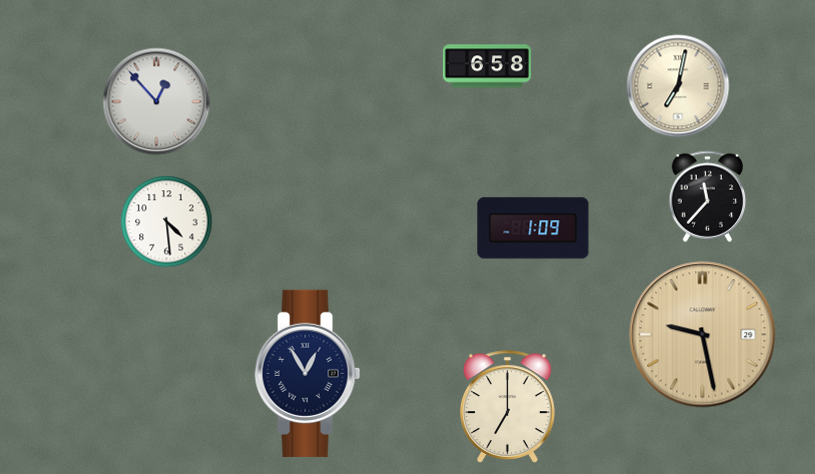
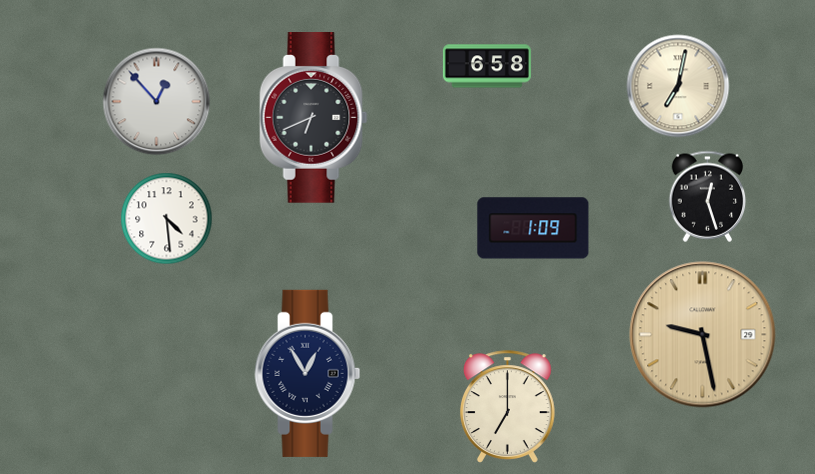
clock at (314, 118): none -> 6:41
clock at (708, 196): 11:37 -> 12:27
clock at (167, 222) position: (167, 222) -> (167, 219)
